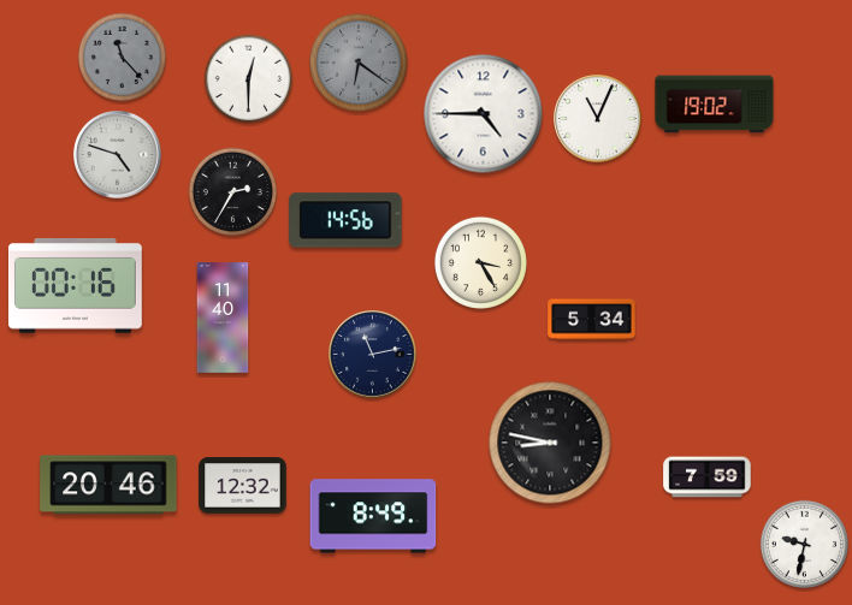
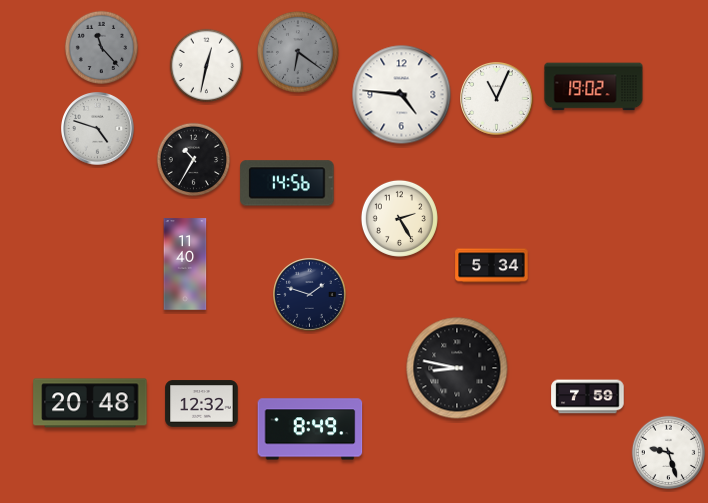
clock at (249, 79): 12:30 -> 12:32
clock at (484, 114): 4:45 -> 4:46
clock at (233, 192): 2:35 -> 10:35
clock at (480, 262): 3:25 -> 2:25
clock at (75, 286): 00:16 -> none
clock at (373, 355): 11:13 -> 1:48
clock at (108, 485): 20:46 -> 20:48
clock at (805, 545): 9:32 -> 9:27
